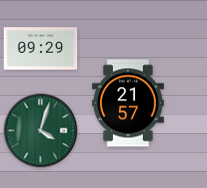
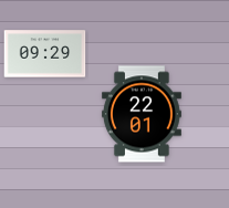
clock at (128, 103): 21:57 -> 22:01
clock at (41, 131): 4:03 -> none
